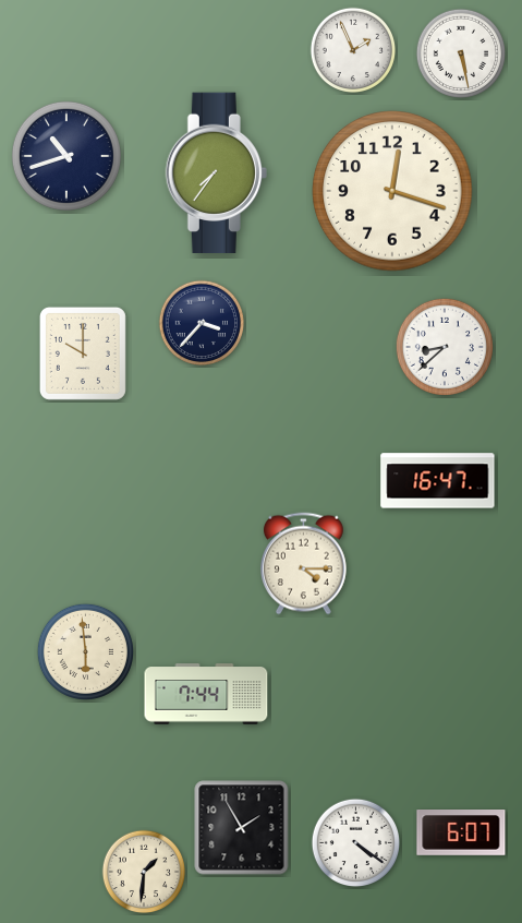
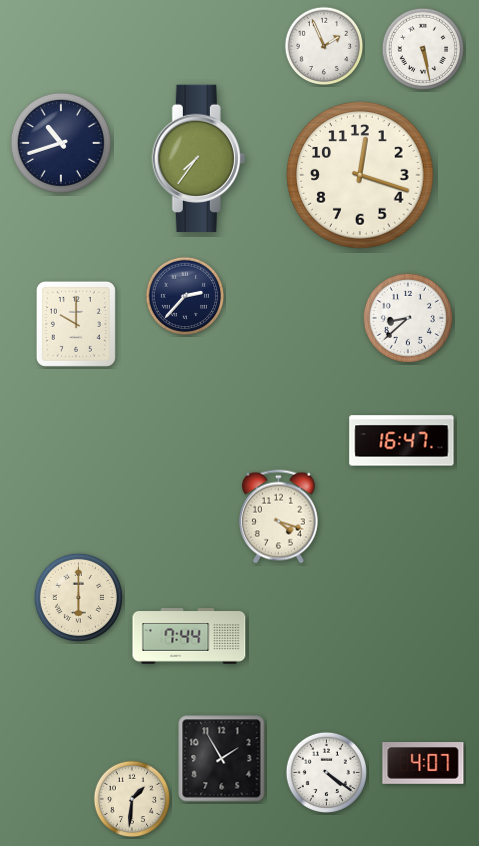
clock at (202, 323): 3:37 -> 2:37
clock at (303, 564): 4:15 -> 4:18
clock at (85, 651): 5:59 -> 6:00
clock at (461, 834): 6:07 -> 4:07
